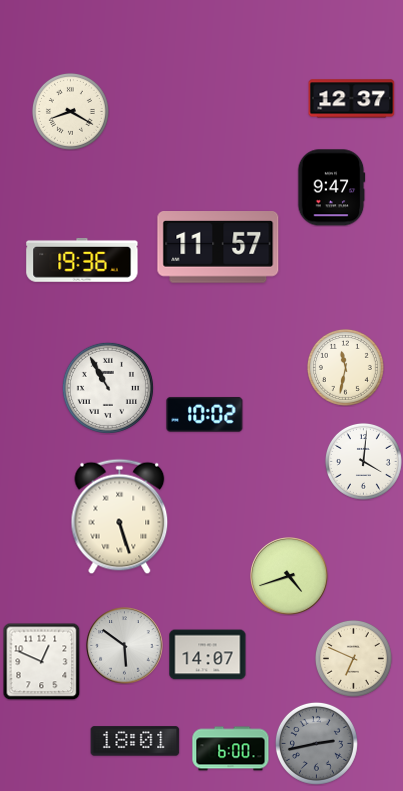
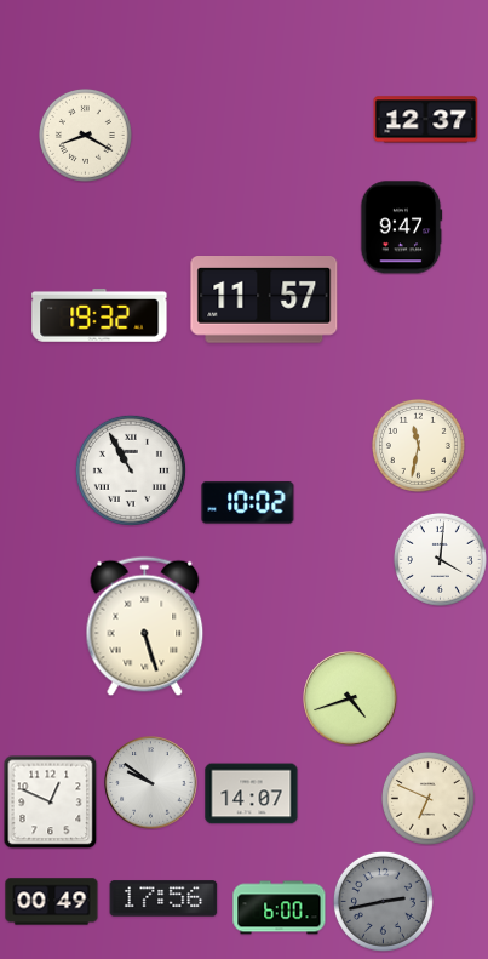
clock at (82, 260): 19:36 -> 19:32
clock at (125, 646): 5:51 -> 9:51
clock at (135, 741): 18:01 -> 17:56
clock at (52, 902): none -> 00:49
